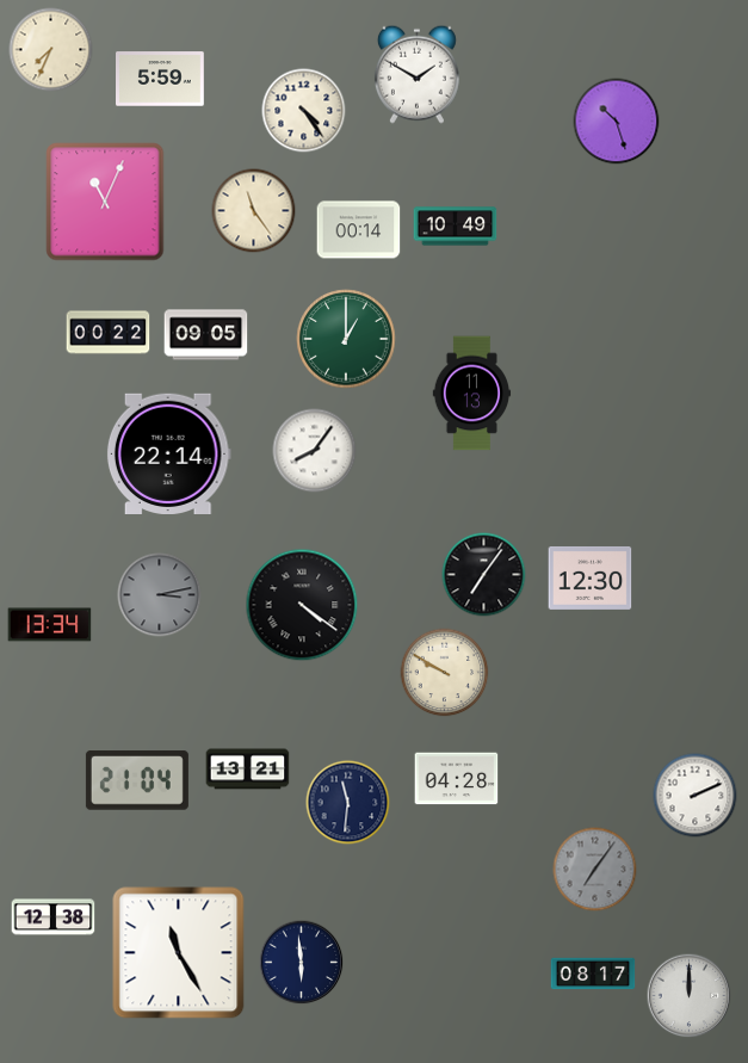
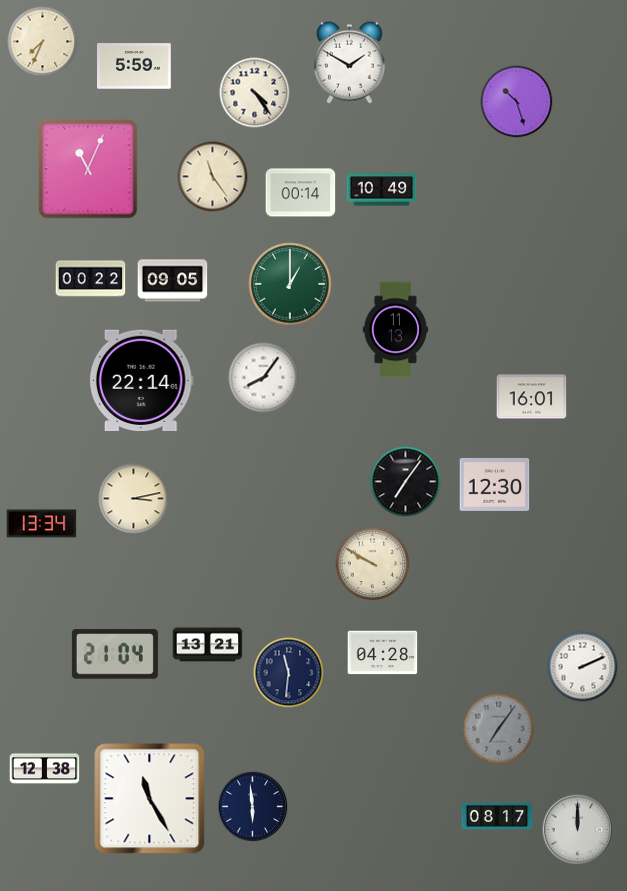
clock at (532, 397): none -> 16:01
clock at (160, 595) dial: grey -> cream
clock at (302, 605): 4:21 -> none
clock at (348, 803) position: (348, 803) -> (289, 673)
clock at (690, 996) position: (690, 996) -> (578, 830)
